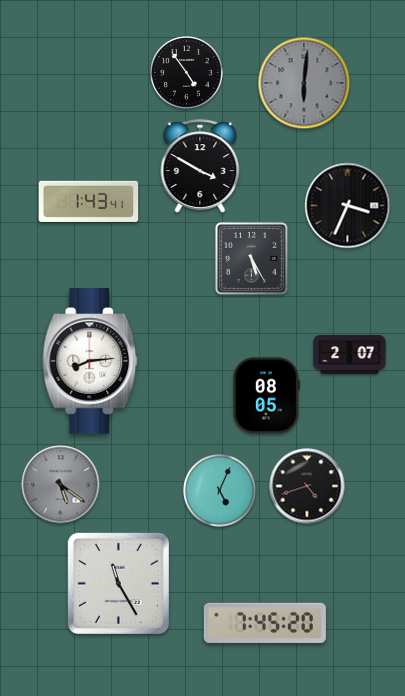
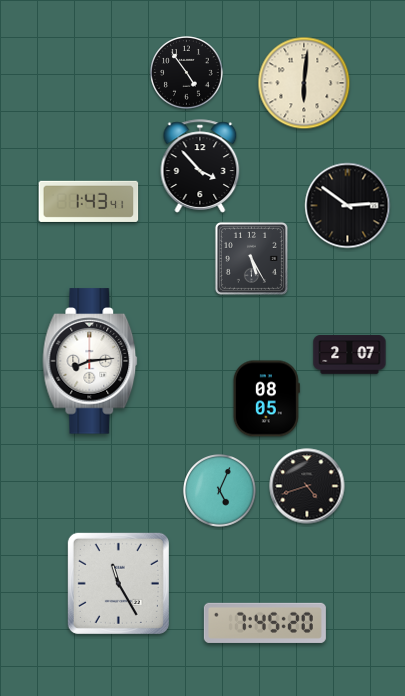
clock at (304, 83) dial: grey -> cream
clock at (200, 166): 3:50 -> 3:53
clock at (348, 206): 3:34 -> 2:51
clock at (266, 396) position: (266, 396) -> (266, 399)
clock at (61, 485): 5:21 -> none
